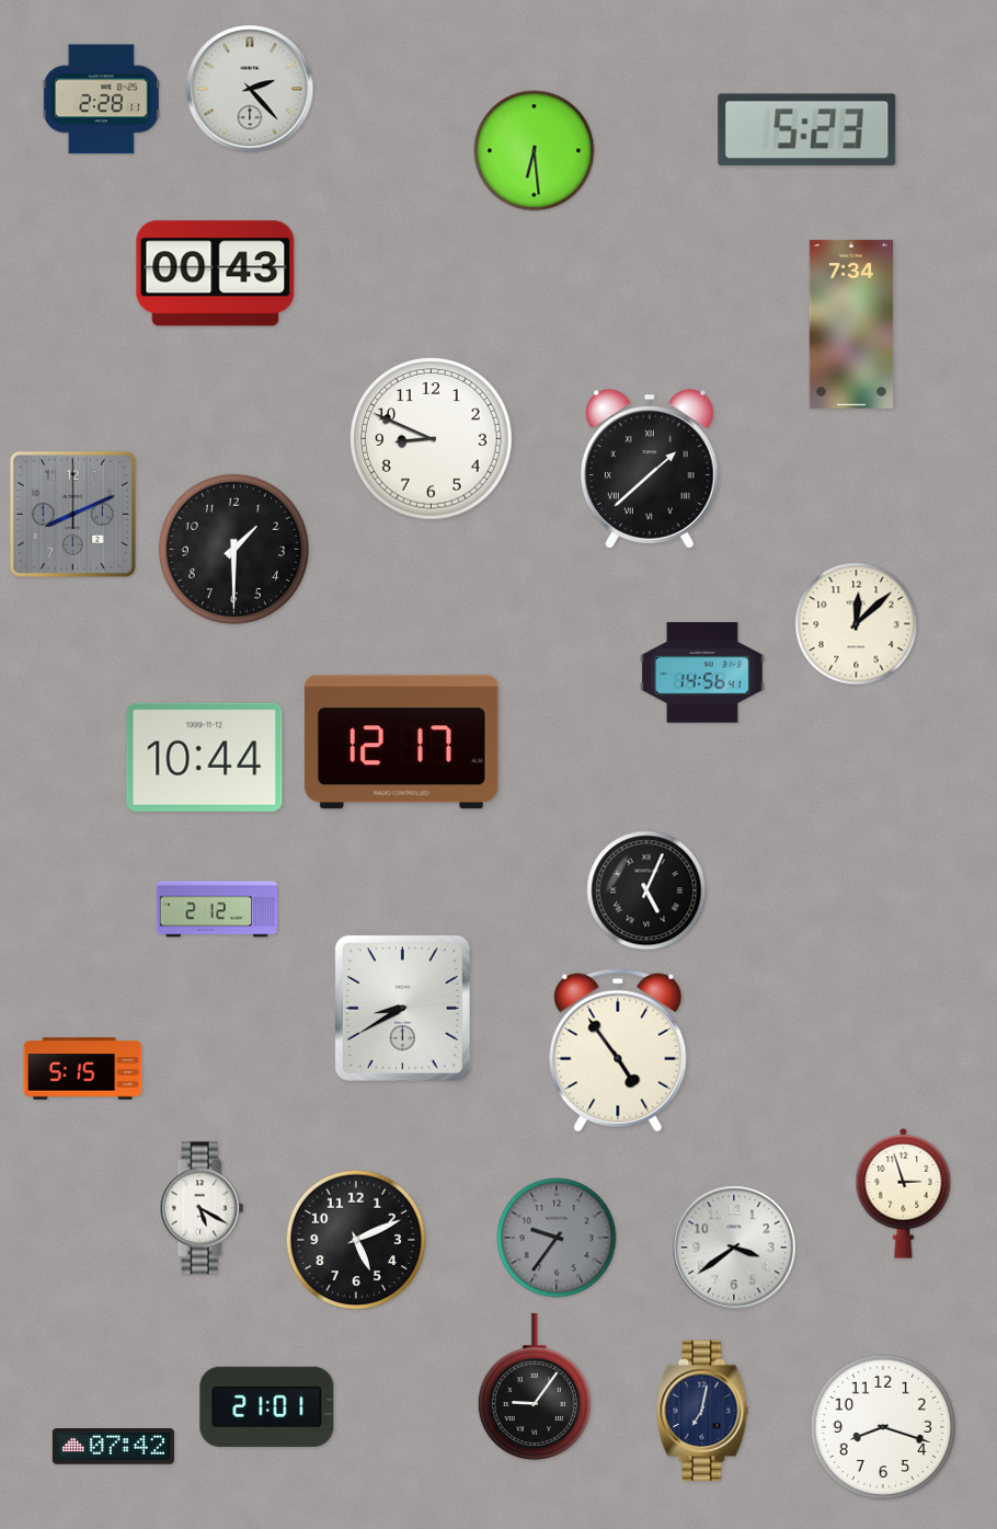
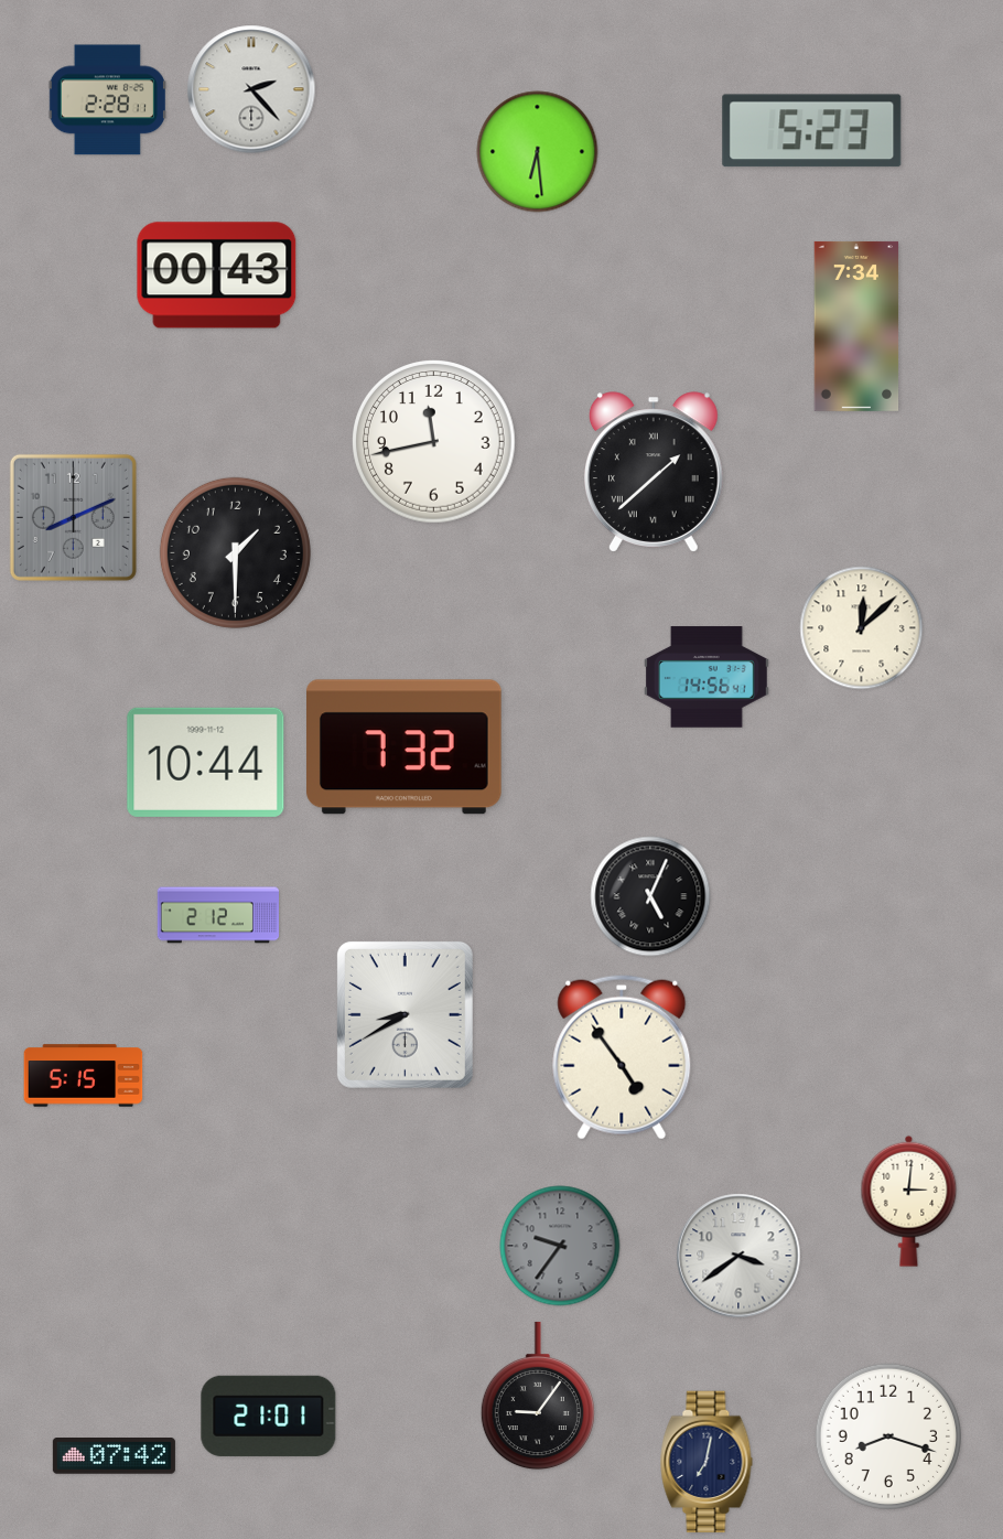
clock at (101, 100) position: (101, 100) -> (107, 100)
clock at (432, 439): 8:49 -> 11:43
clock at (402, 743): 12:17 -> 7:32
clock at (904, 1193): 2:57 -> 3:01
clock at (202, 1208): 5:20 -> none
clock at (356, 1240): 5:11 -> none
clock at (702, 1411) position: (702, 1411) -> (707, 1462)
